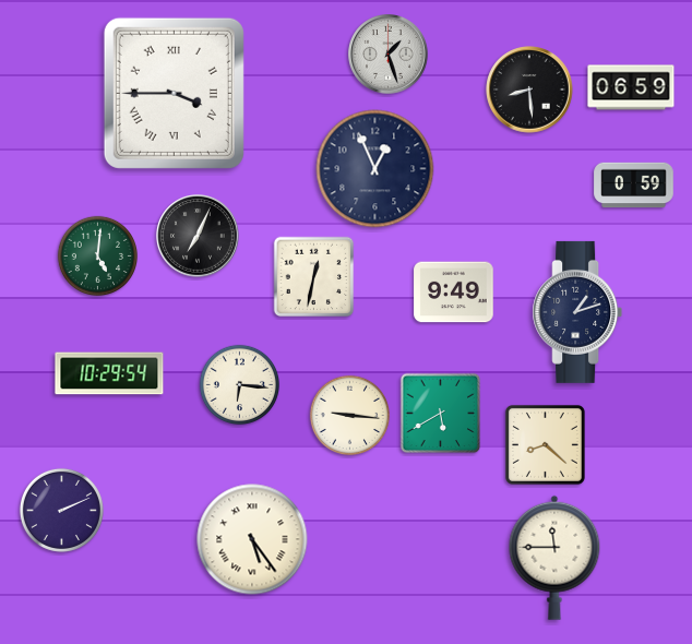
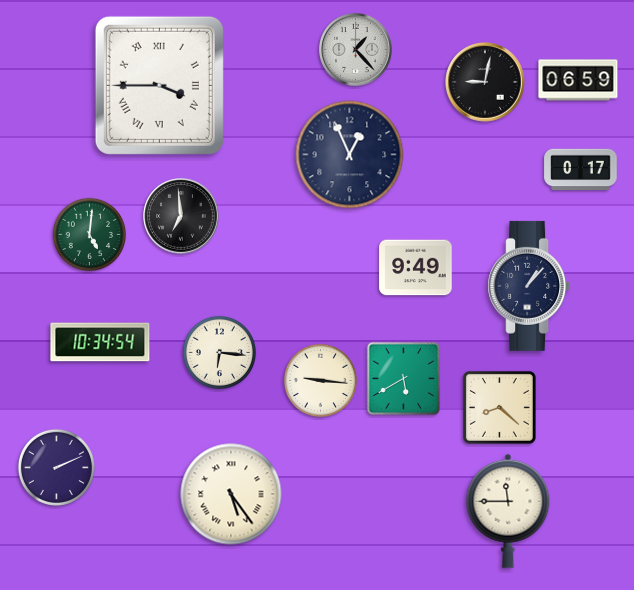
clock at (389, 55): 1:27 -> 1:23
clock at (529, 90): 8:29 -> 9:02
clock at (375, 169) position: (375, 169) -> (350, 155)
clock at (634, 186): 0:59 -> 0:17
clock at (198, 236): 7:04 -> 6:59
clock at (314, 277): 12:32 -> none
clock at (577, 312): 1:12 -> 1:07
clock at (109, 373): 10:29 -> 10:34
